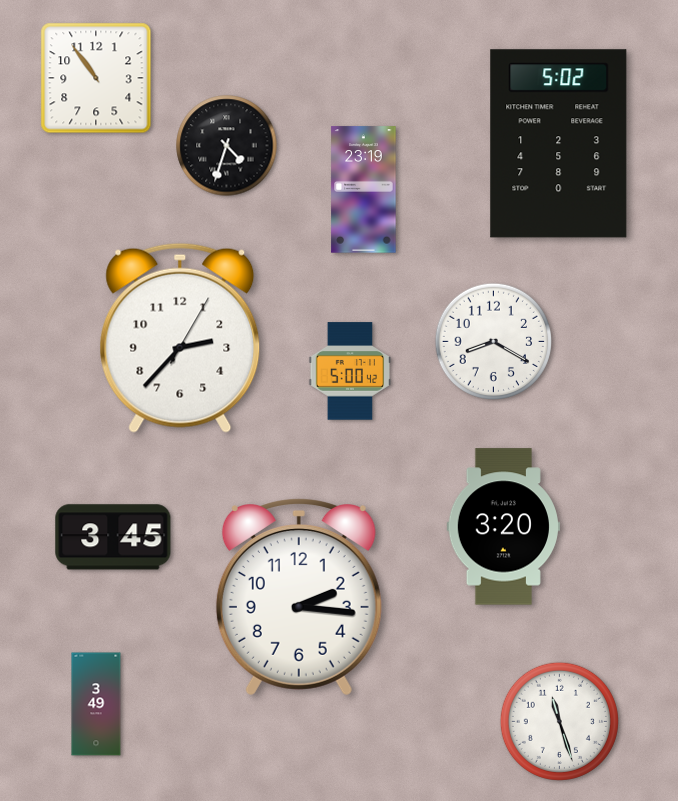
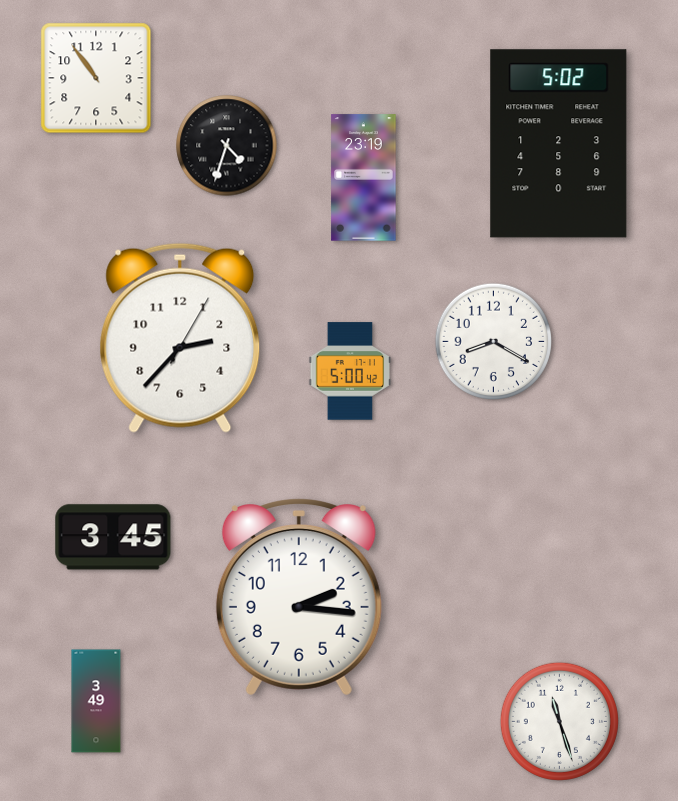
clock at (364, 190) position: (364, 190) -> (364, 178)
clock at (503, 527): 3:20 -> none
clock at (96, 704) position: (96, 704) -> (96, 701)
